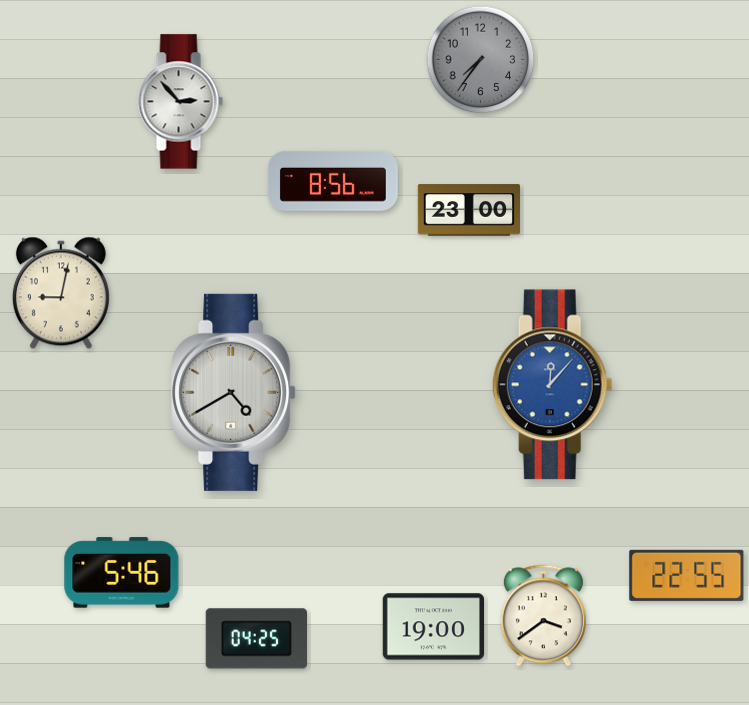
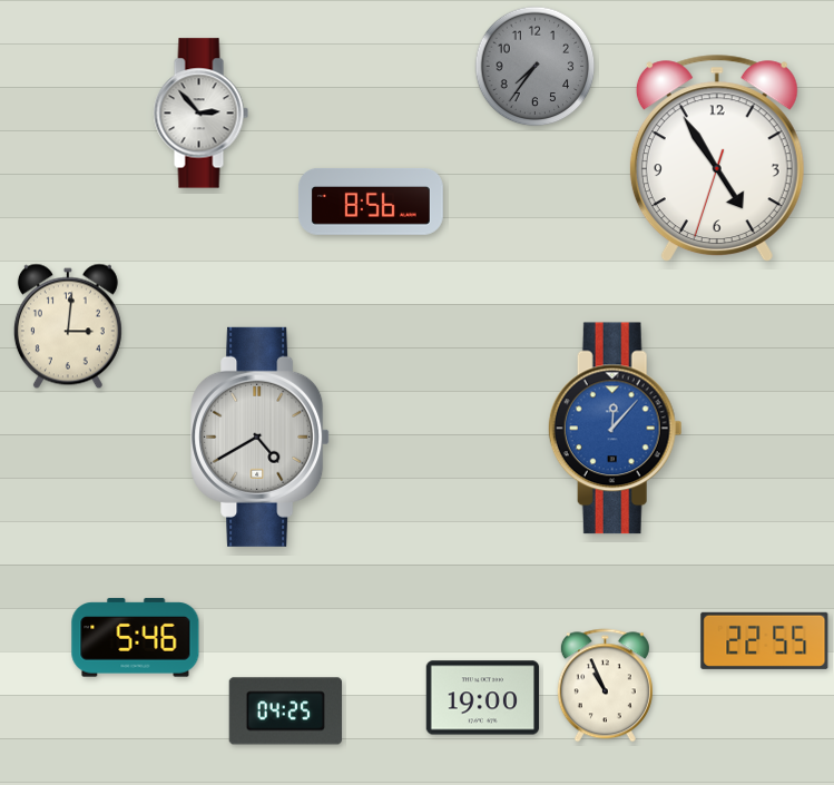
clock at (717, 158): none -> 4:54
clock at (468, 210): 23:00 -> none
clock at (61, 293): 9:02 -> 3:01
clock at (543, 616): 3:39 -> 10:56
